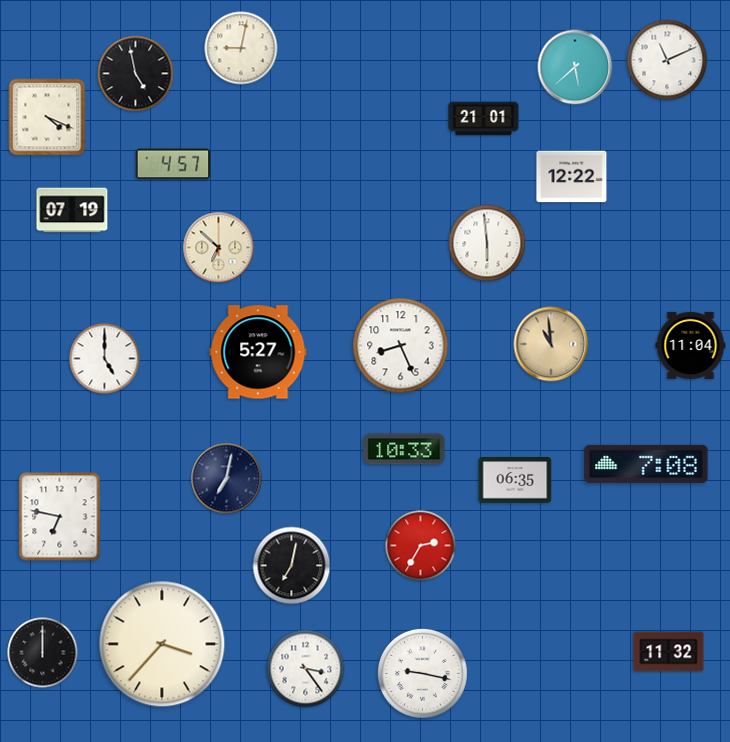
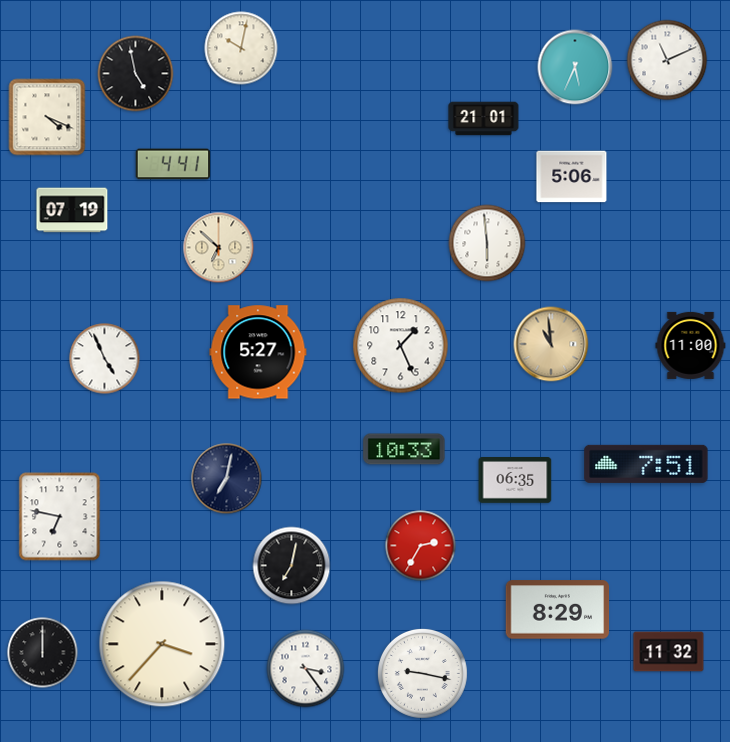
clock at (241, 48): 9:02 -> 10:02
clock at (575, 67): 5:38 -> 5:34
clock at (173, 164): 4:57 -> 4:41
clock at (572, 177): 12:22 -> 5:06
clock at (691, 345): 11:04 -> 11:00
clock at (401, 346): 8:26 -> 1:26
clock at (105, 359): 5:00 -> 4:56
clock at (646, 464): 7:08 -> 7:51
clock at (558, 610): none -> 8:29
